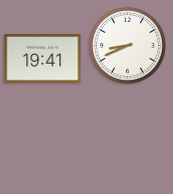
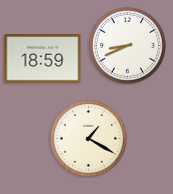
clock at (43, 59): 19:41 -> 18:59
clock at (88, 138): none -> 1:20
